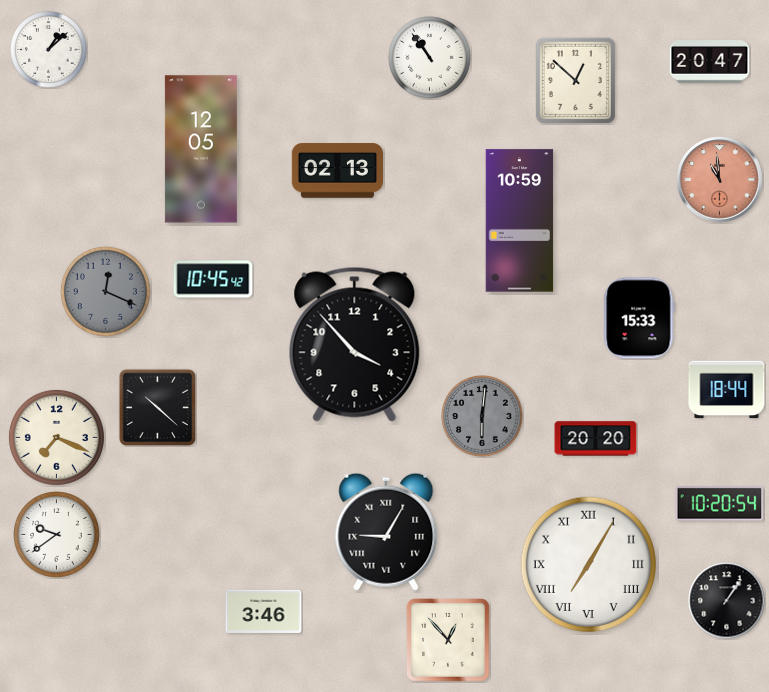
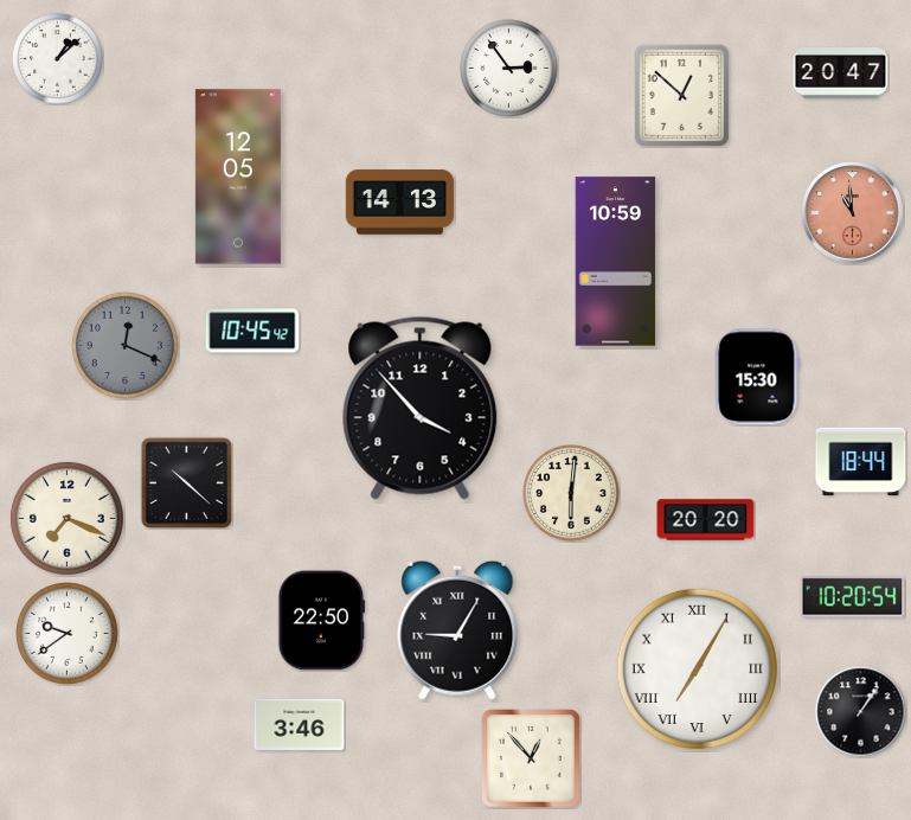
clock at (430, 58): 10:54 -> 2:54
clock at (338, 171): 02:13 -> 14:13
clock at (639, 318): 15:33 -> 15:30
clock at (482, 416) dial: grey -> cream
clock at (322, 621): none -> 22:50
clock at (264, 611) position: (264, 611) -> (300, 724)
